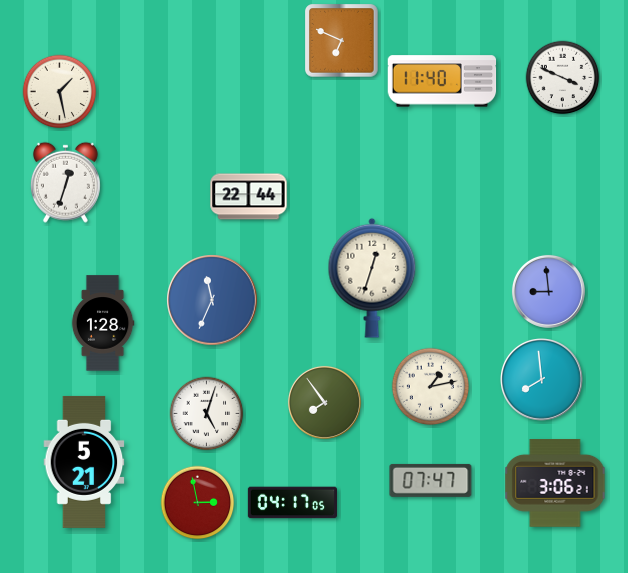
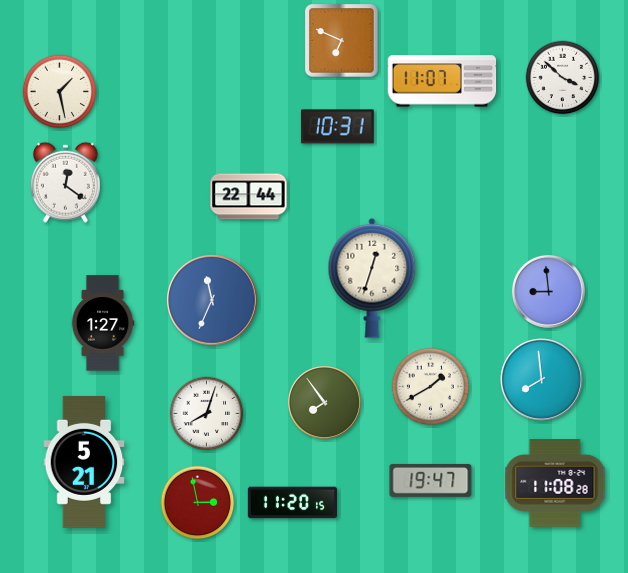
clock at (563, 78): 3:49 -> 3:52
clock at (442, 81): 11:40 -> 11:07
clock at (337, 127): none -> 10:31
clock at (65, 182): 12:33 -> 12:21
clock at (103, 323): 1:28 -> 1:27
clock at (431, 387): 1:13 -> 1:40
clock at (207, 414): 5:03 -> 8:03
clock at (431, 480): 07:47 -> 19:47
clock at (555, 484): 3:06 -> 11:08
clock at (293, 503): 04:17 -> 11:20
